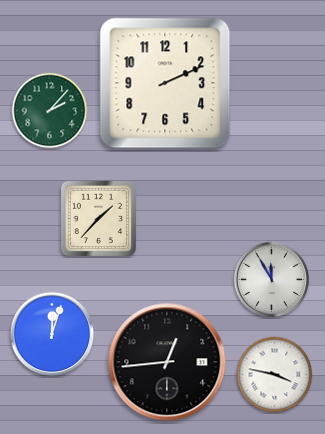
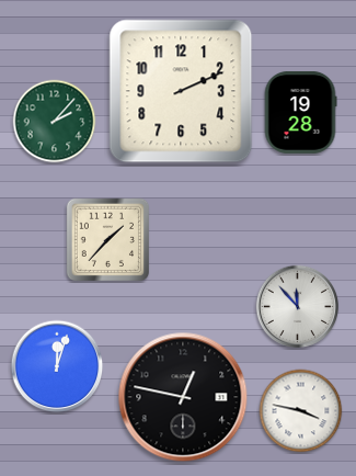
clock at (300, 112): none -> 19:28
clock at (272, 280): 11:55 -> 11:53
clock at (167, 362): 12:44 -> 12:47
